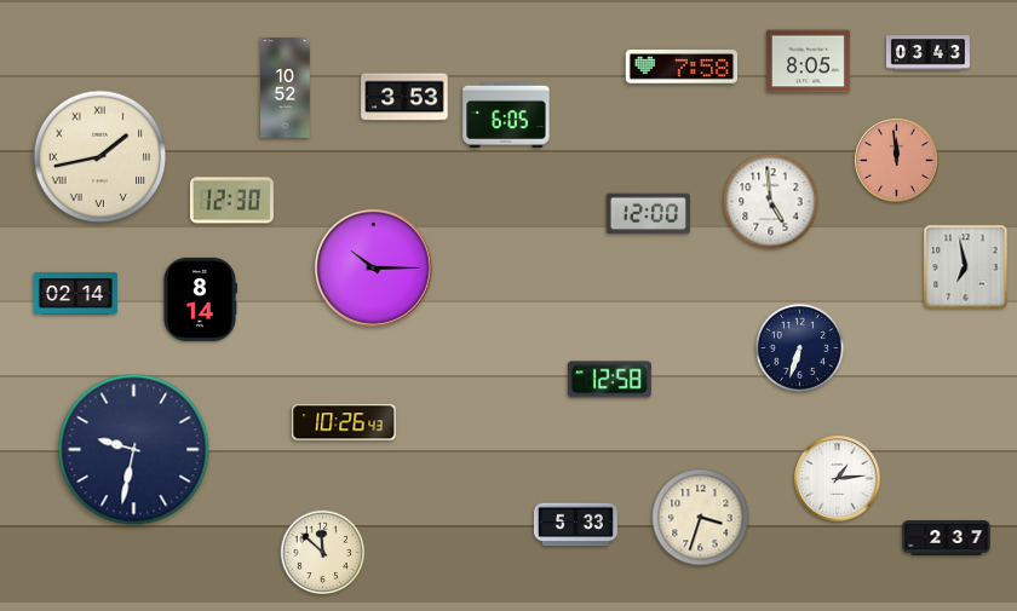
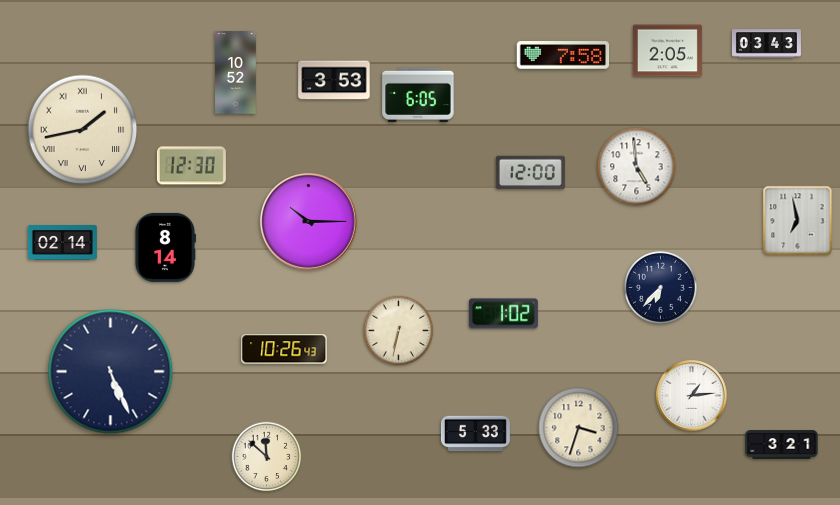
clock at (808, 62): 8:05 -> 2:05
clock at (897, 161): 11:59 -> none
clock at (648, 214) position: (648, 214) -> (530, 173)
clock at (799, 347): 6:33 -> 6:37
clock at (609, 380): 12:58 -> 1:02
clock at (399, 331): none -> 6:32
clock at (134, 450): 9:32 -> 5:26
clock at (947, 538): 2:37 -> 3:21
